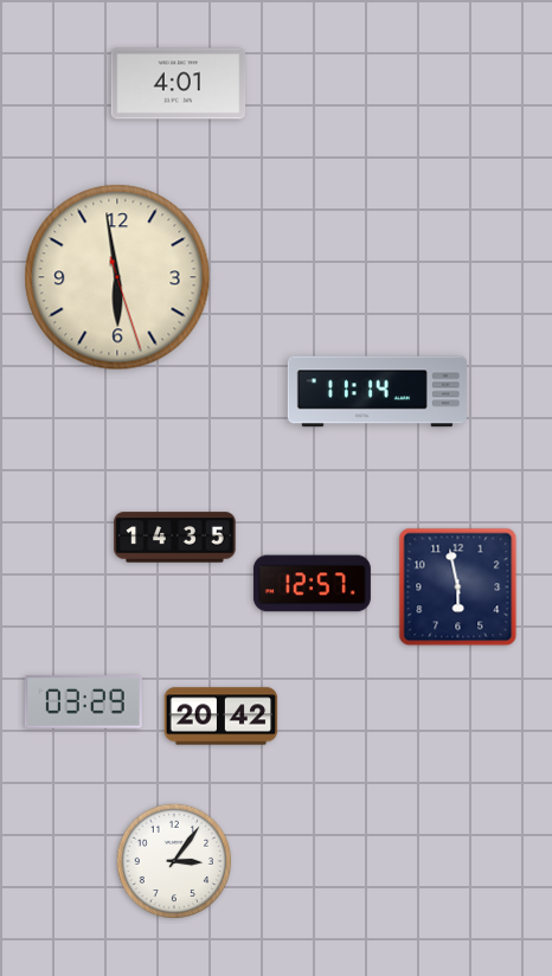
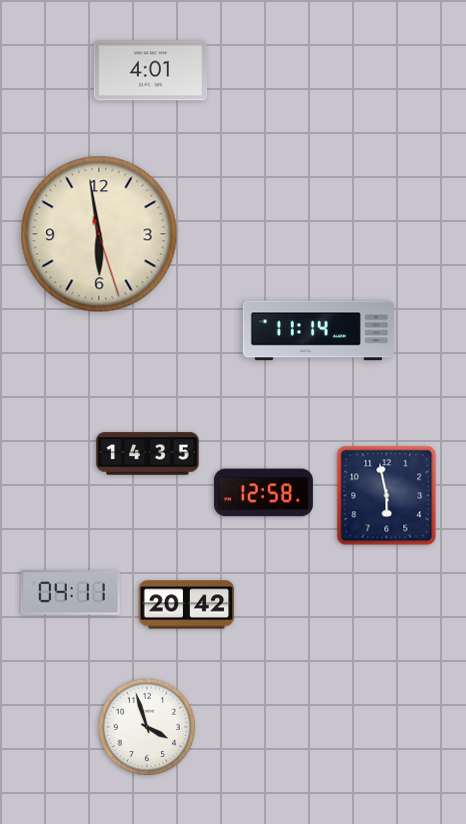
clock at (312, 584): 12:57 -> 12:58
clock at (83, 702): 03:29 -> 04:11
clock at (173, 860): 3:06 -> 3:57
